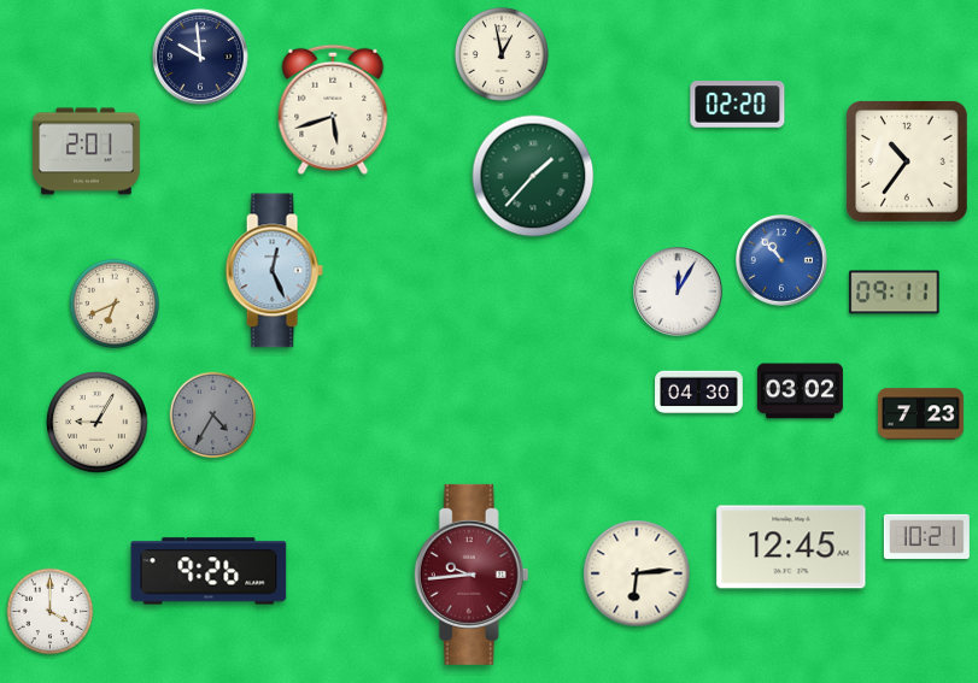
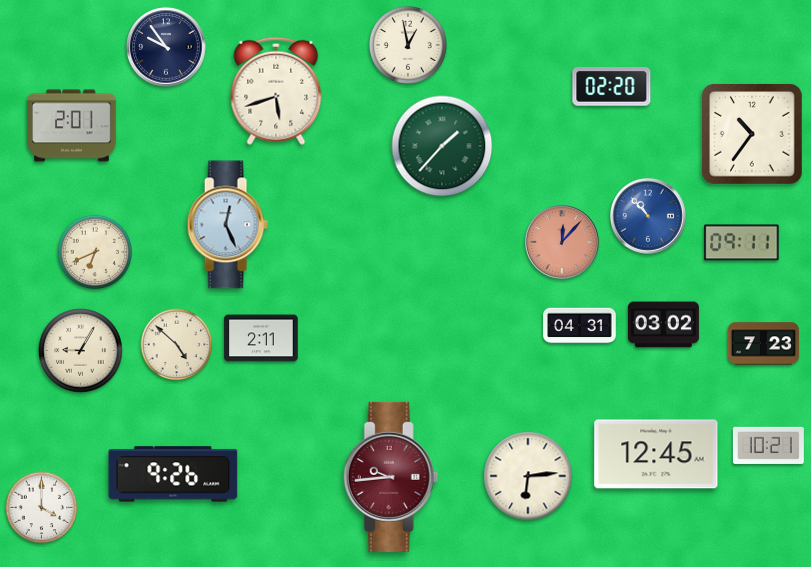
clock at (502, 54) position: (502, 54) -> (408, 45)
clock at (200, 57): 9:59 -> 9:54
clock at (678, 292): 12:05 -> 12:07
clock at (678, 292) dial: white -> salmon
clock at (699, 393): 04:30 -> 04:31
clock at (261, 338): none -> 2:11
clock at (213, 416): 4:35 -> 4:52
clock at (213, 416) dial: grey -> cream
